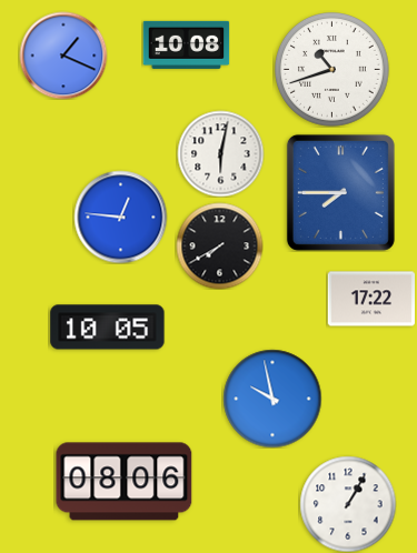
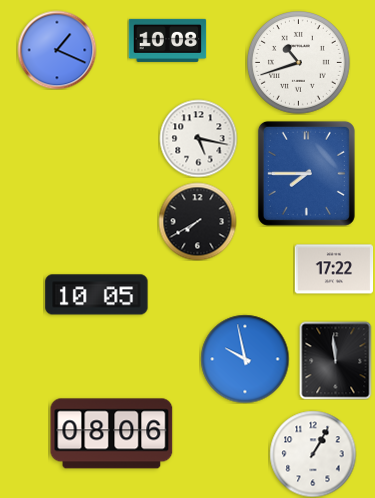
clock at (220, 153): 6:02 -> 5:17
clock at (120, 217): 12:46 -> none
clock at (336, 360): none -> 11:59
